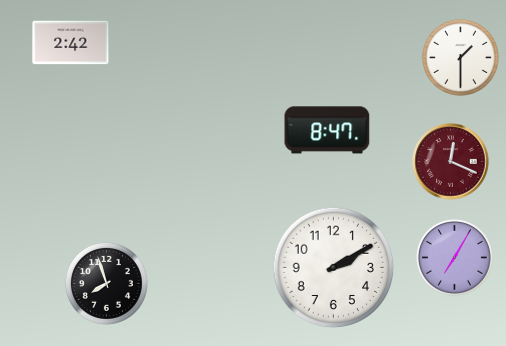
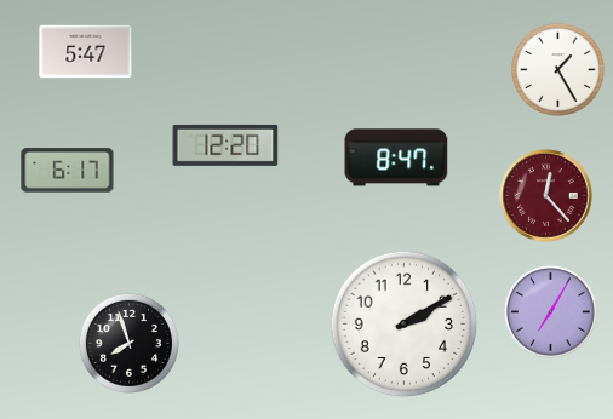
clock at (71, 43): 2:42 -> 5:47
clock at (460, 57): 1:30 -> 1:25
clock at (225, 145): none -> 12:20
clock at (68, 171): none -> 6:17
clock at (451, 162): 12:19 -> 12:23
